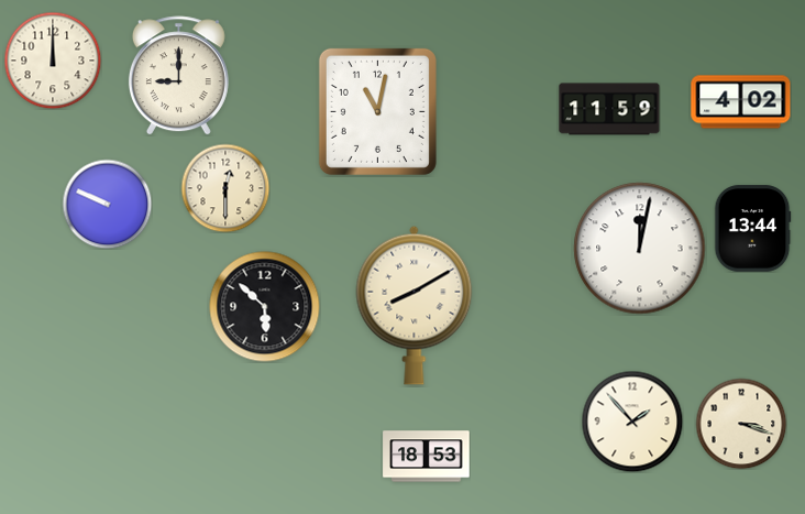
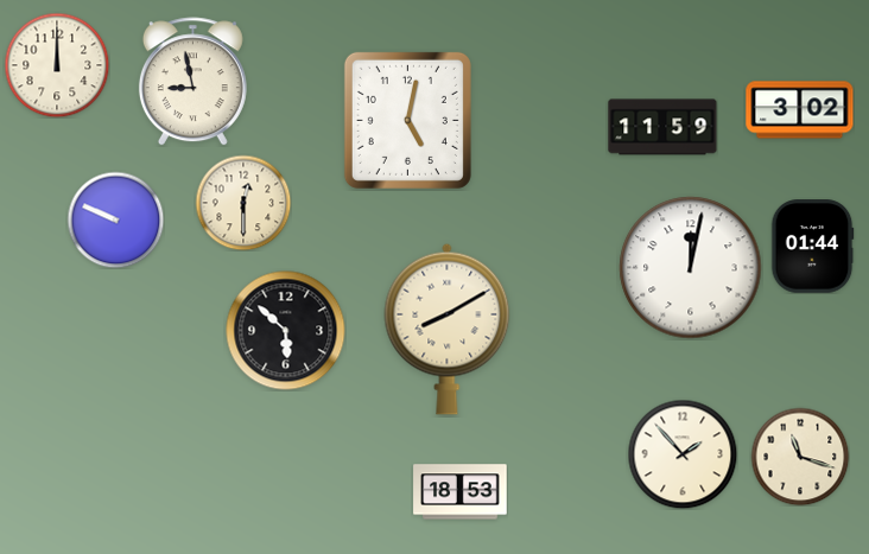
clock at (178, 76): 9:00 -> 8:58
clock at (741, 102): 4:02 -> 3:02
clock at (609, 109) position: (609, 109) -> (662, 127)
clock at (377, 111): 11:02 -> 5:02
clock at (752, 229): 13:44 -> 01:44
clock at (741, 424): 3:18 -> 11:18
